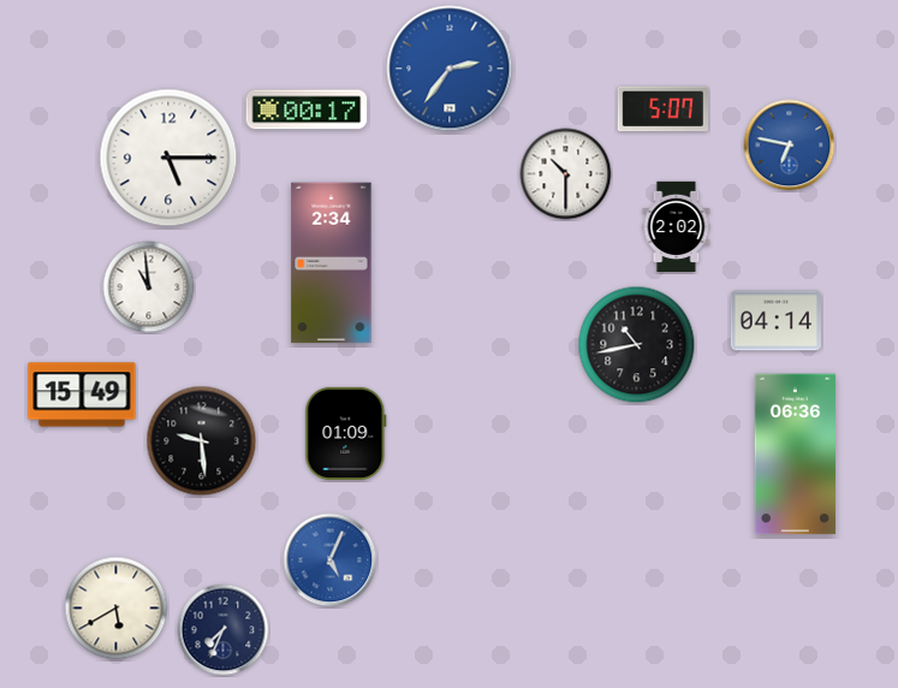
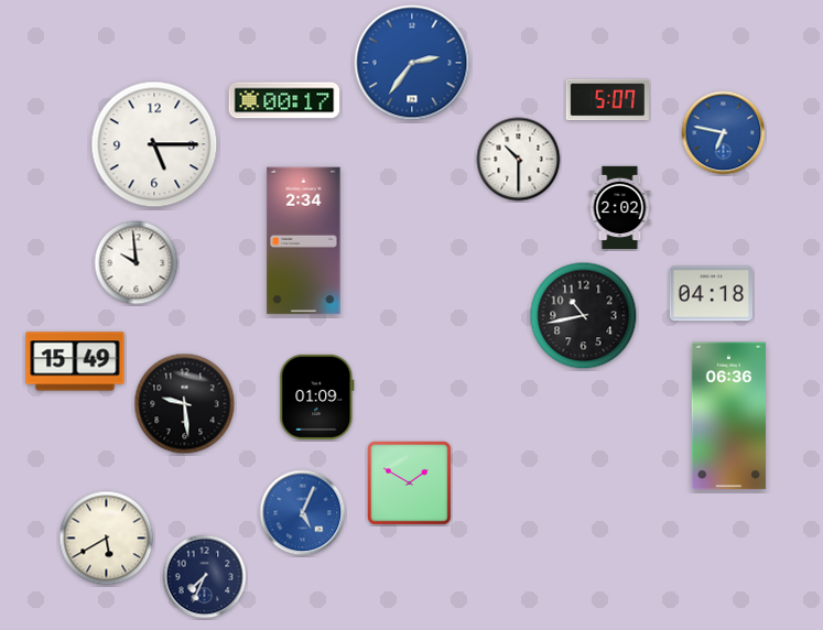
clock at (307, 109) position: (307, 109) -> (284, 100)
clock at (149, 287): 10:59 -> 9:59
clock at (775, 321): 04:14 -> 04:18
clock at (410, 484): none -> 1:50
clock at (117, 609) position: (117, 609) -> (107, 539)
